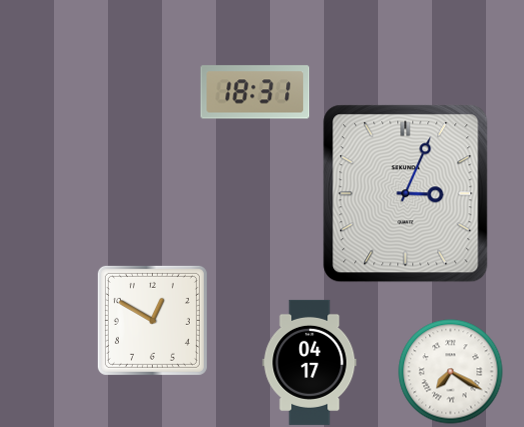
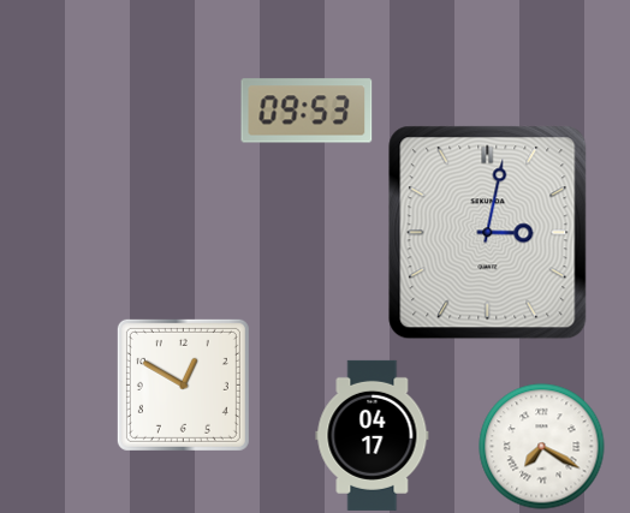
clock at (255, 92): 18:31 -> 09:53
clock at (406, 194): 3:04 -> 3:02
